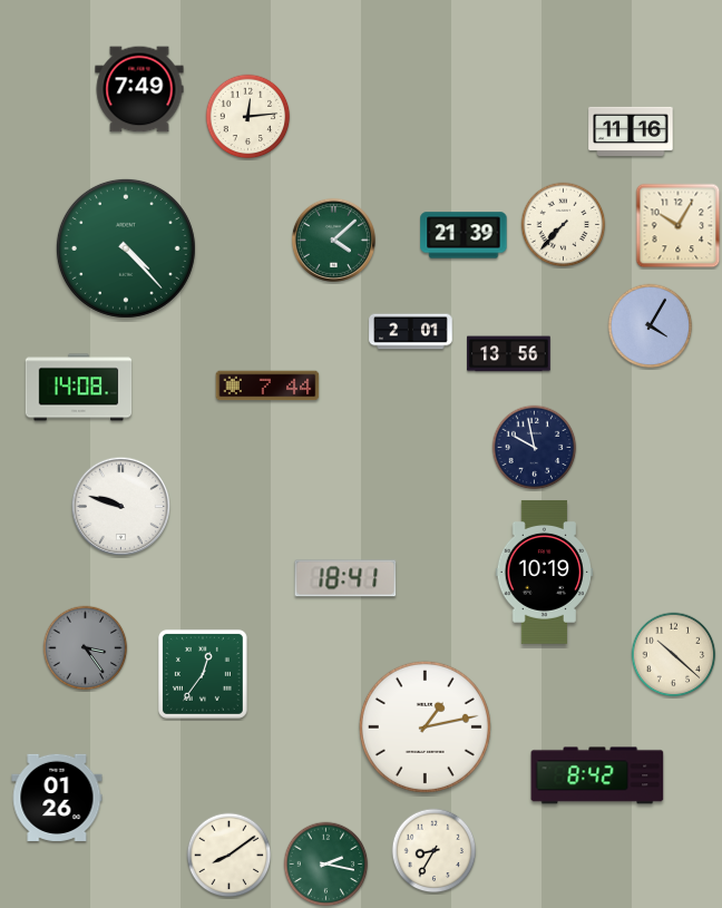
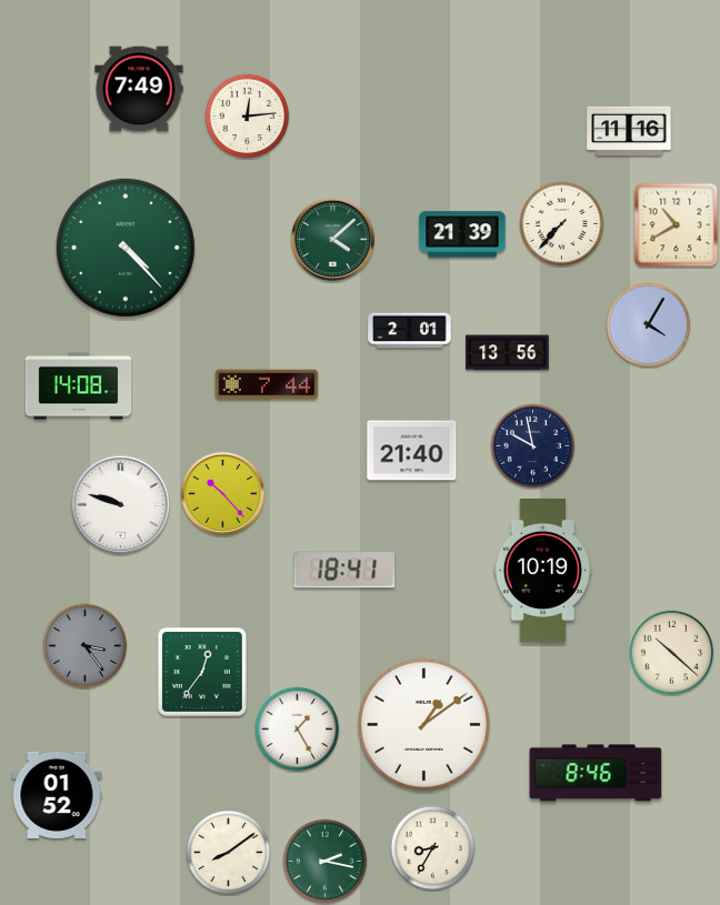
clock at (679, 226): 10:05 -> 10:40
clock at (412, 451): none -> 21:40
clock at (222, 493): none -> 10:23
clock at (345, 578) position: (345, 578) -> (344, 570)
clock at (425, 726): 1:13 -> 1:09
clock at (298, 730): none -> 1:25
clock at (597, 775): 8:42 -> 8:46
clock at (57, 798): 01:26 -> 01:52
